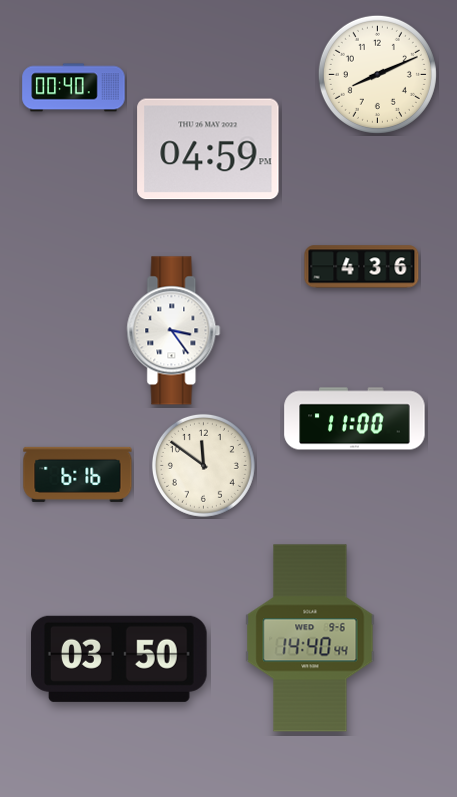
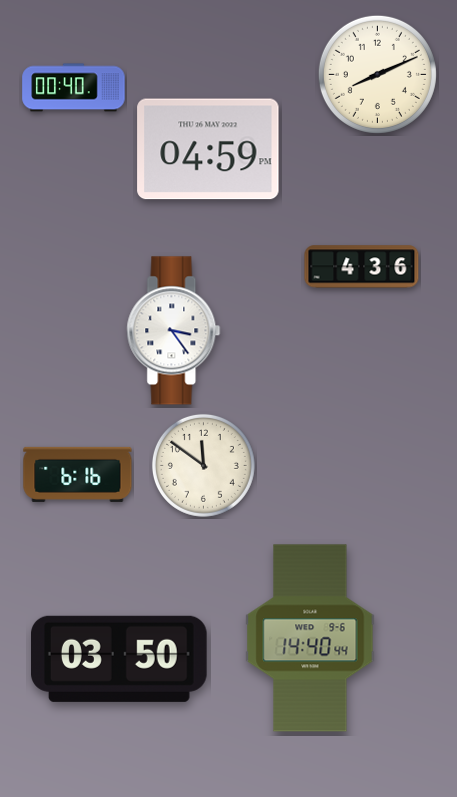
clock at (355, 419): 11:00 -> none
